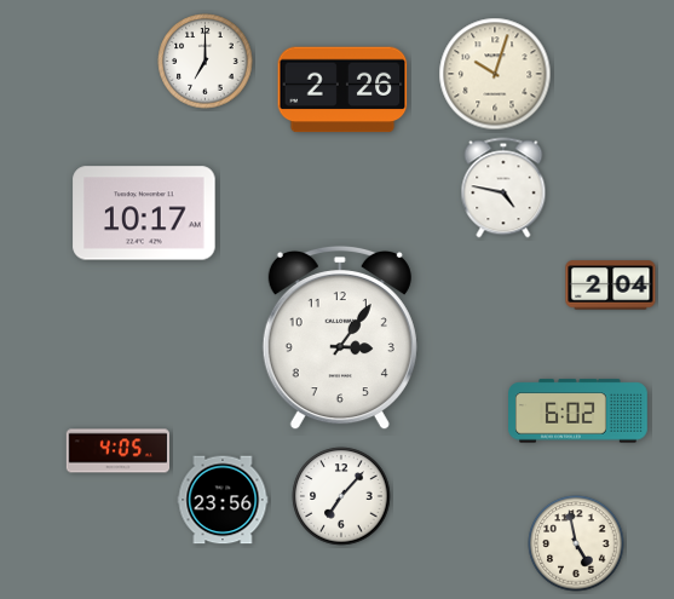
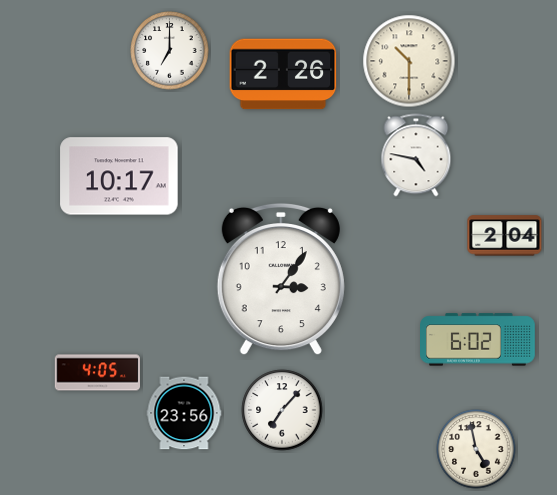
clock at (495, 74): 10:03 -> 10:30
